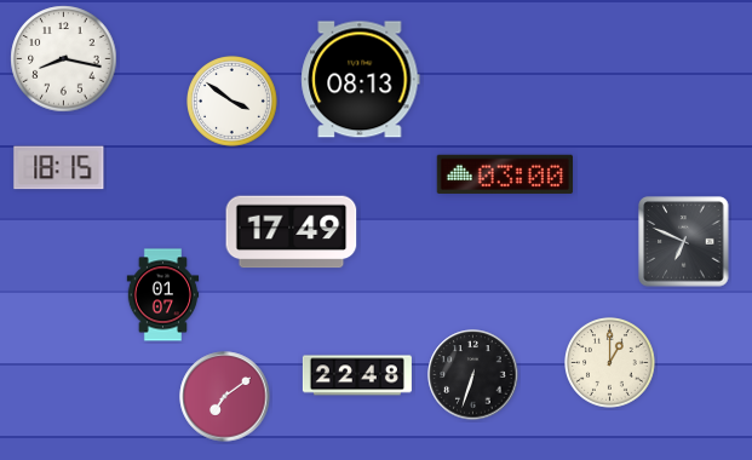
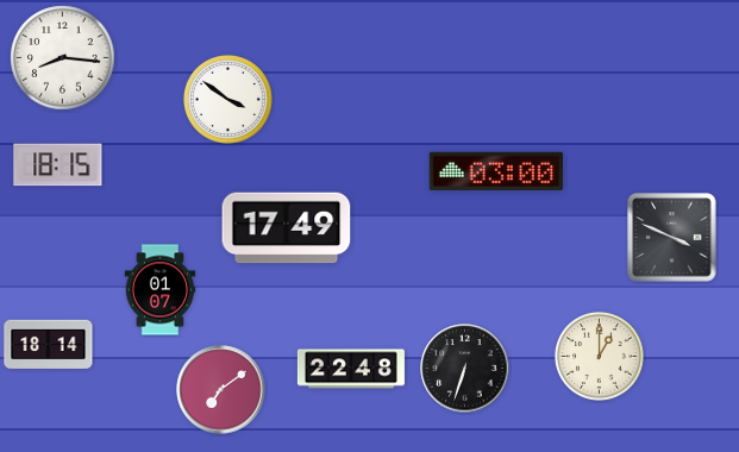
clock at (64, 59): 8:17 -> 8:16
clock at (361, 80): 08:13 -> none
clock at (684, 242): 6:49 -> 3:49
clock at (49, 345): none -> 18:14
